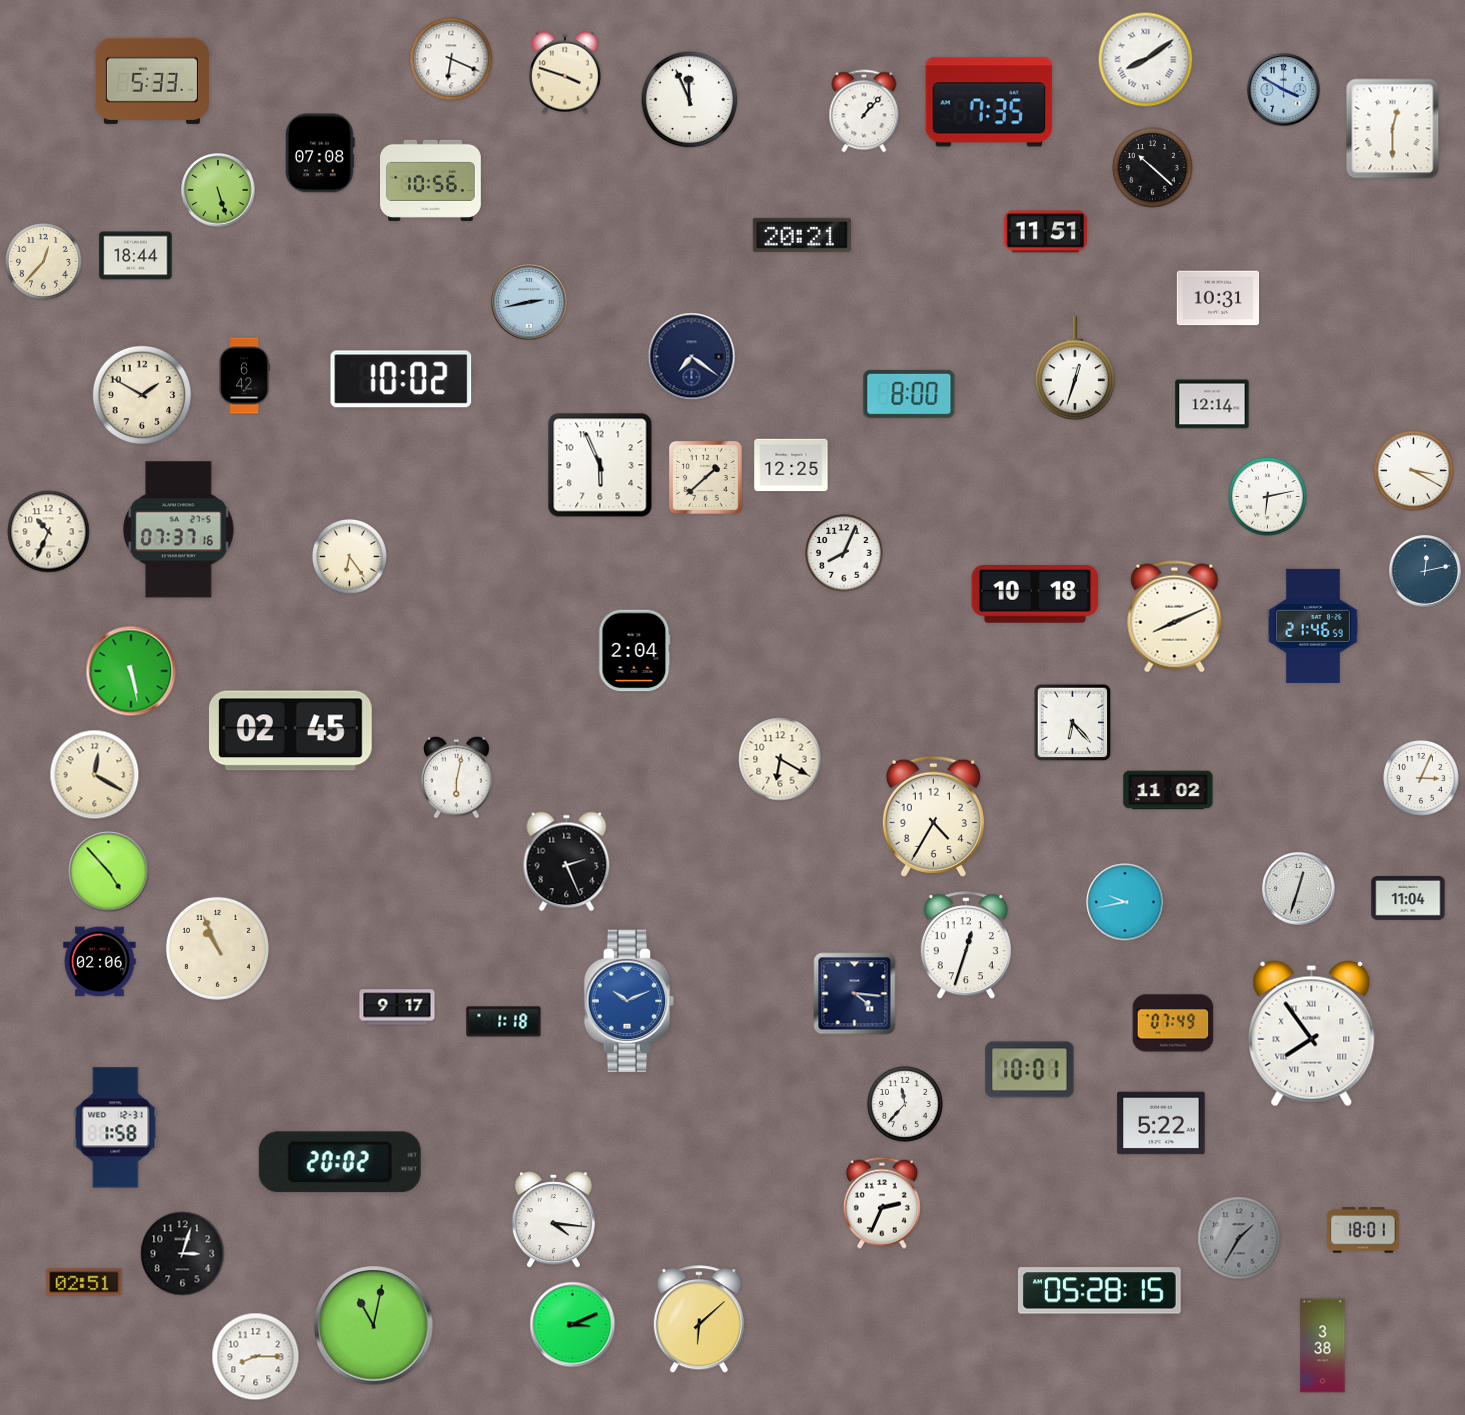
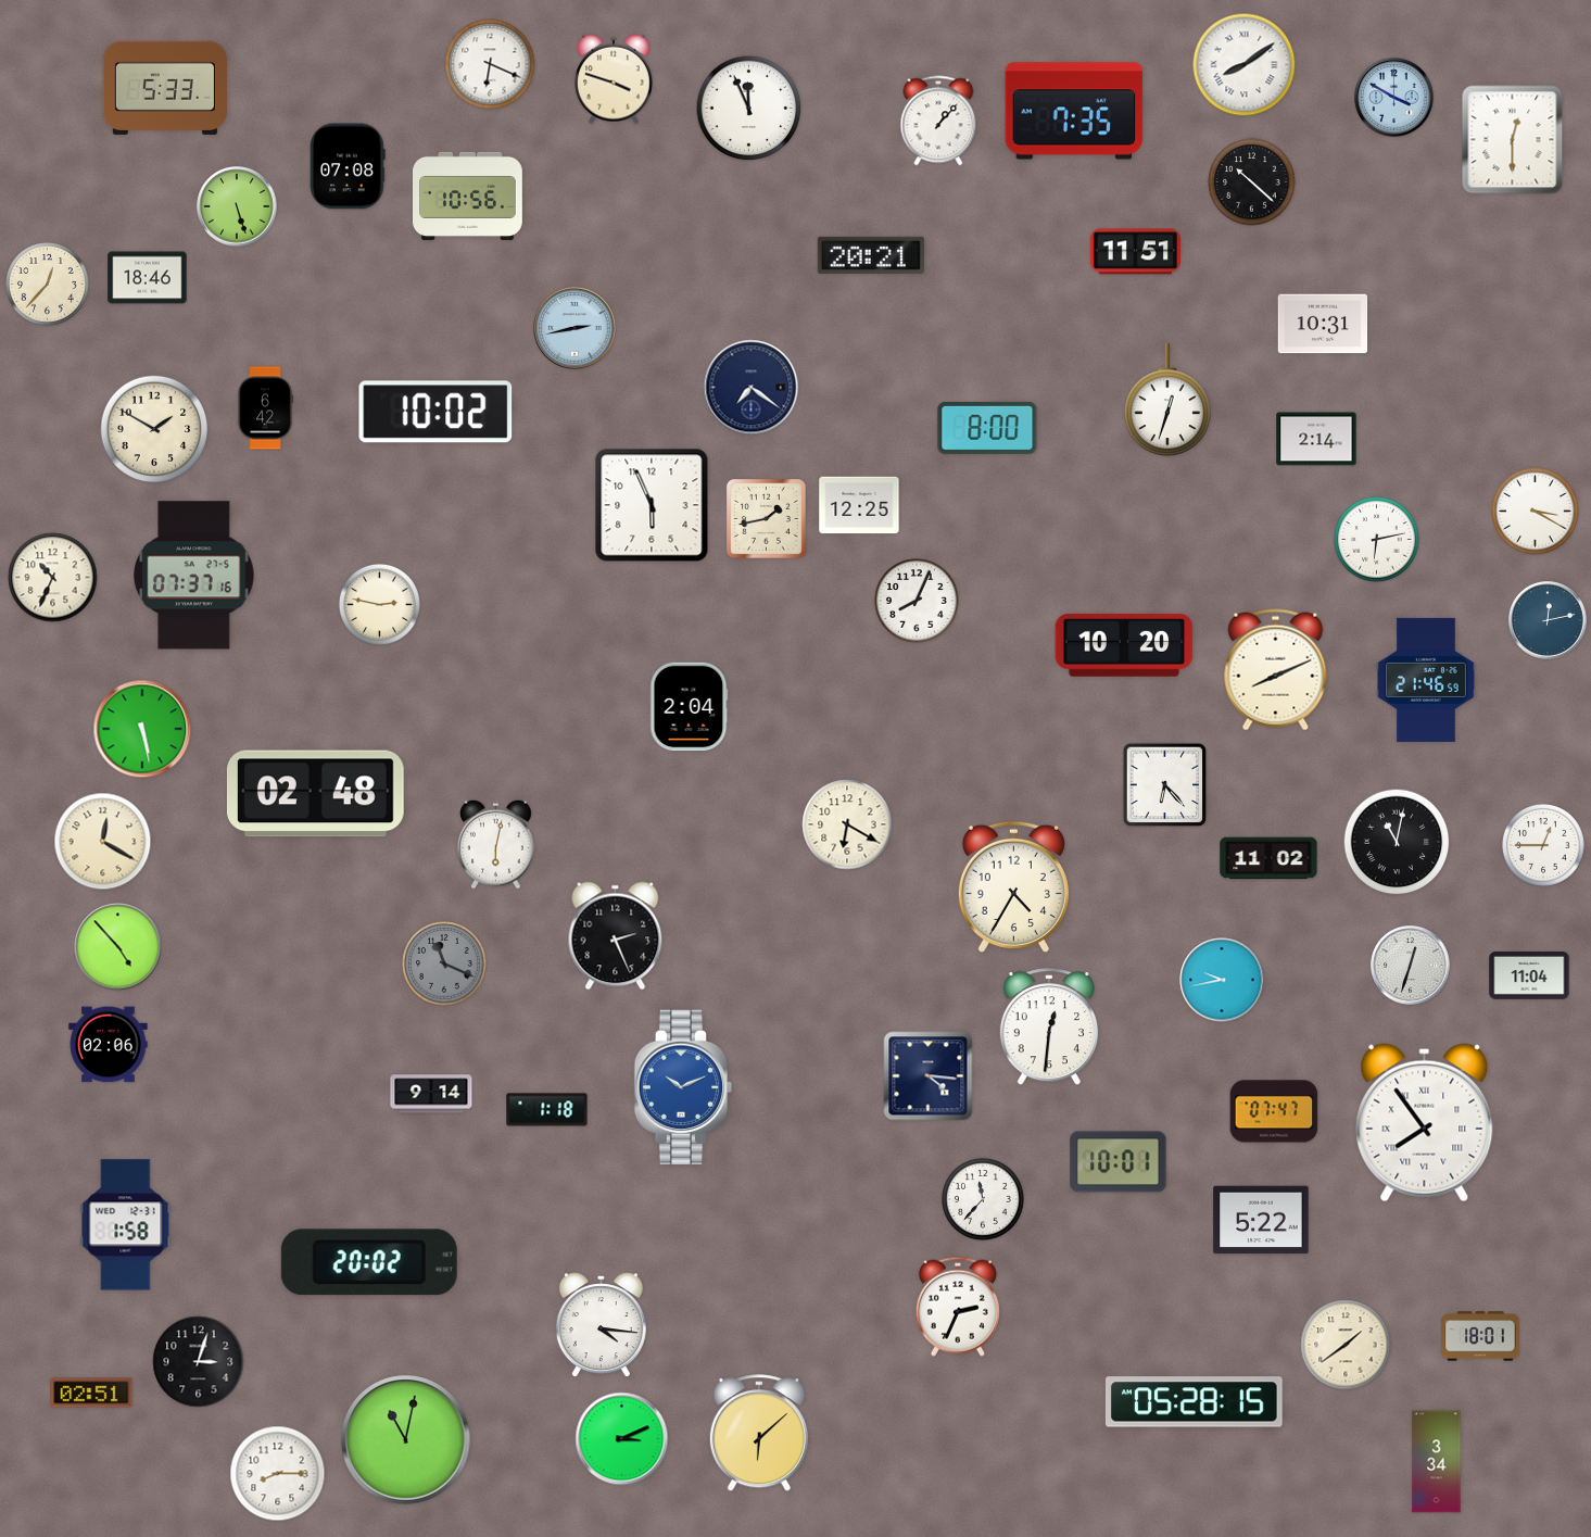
clock at (136, 256): 18:44 -> 18:46
clock at (1212, 404): 12:14 -> 2:14
clock at (706, 478): 1:38 -> 1:43
clock at (349, 556): 6:24 -> 2:47
clock at (1035, 594): 10:18 -> 10:20
clock at (290, 731): 02:45 -> 02:48
clock at (1397, 842): none -> 11:02
clock at (1422, 779): 3:04 -> 12:45
clock at (444, 963): none -> 11:19
clock at (966, 946): 12:33 -> 12:31
clock at (217, 948): 10:56 -> none
clock at (855, 994) position: (855, 994) -> (929, 1076)
clock at (397, 1007): 9:17 -> 9:14
clock at (1173, 1023): 07:49 -> 07:47
clock at (1239, 1238): 1:35 -> 1:39
clock at (1239, 1238) dial: grey -> cream
clock at (1323, 1346): 3:38 -> 3:34
